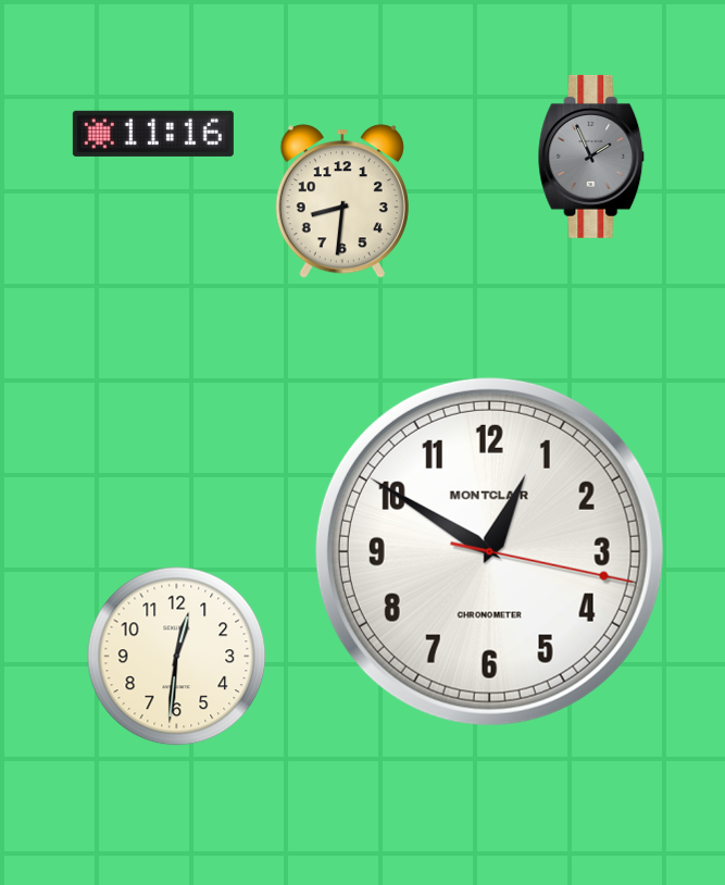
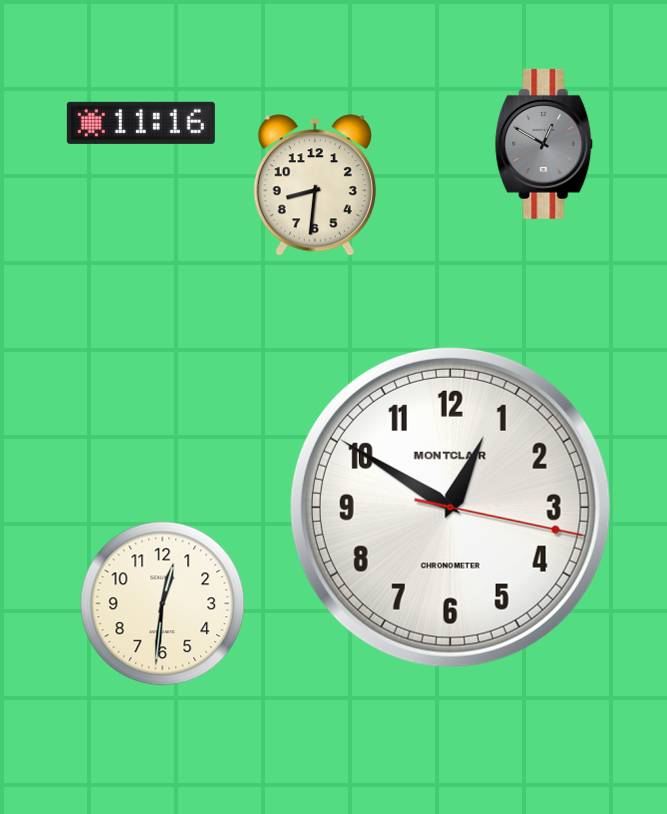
clock at (591, 157): 1:56 -> 12:50
